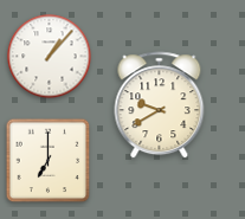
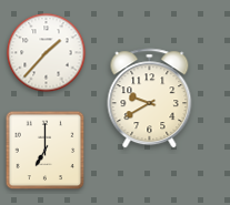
clock at (50, 57): 1:07 -> 1:37
